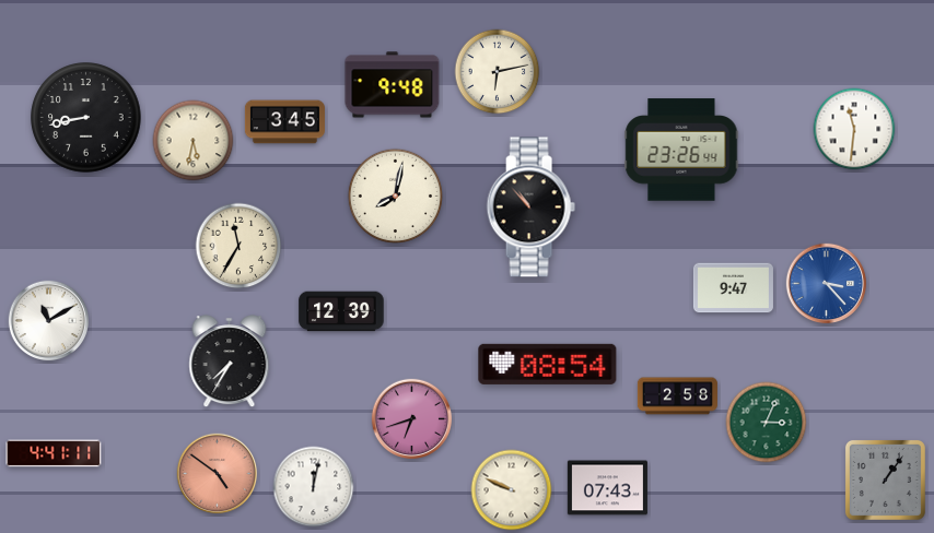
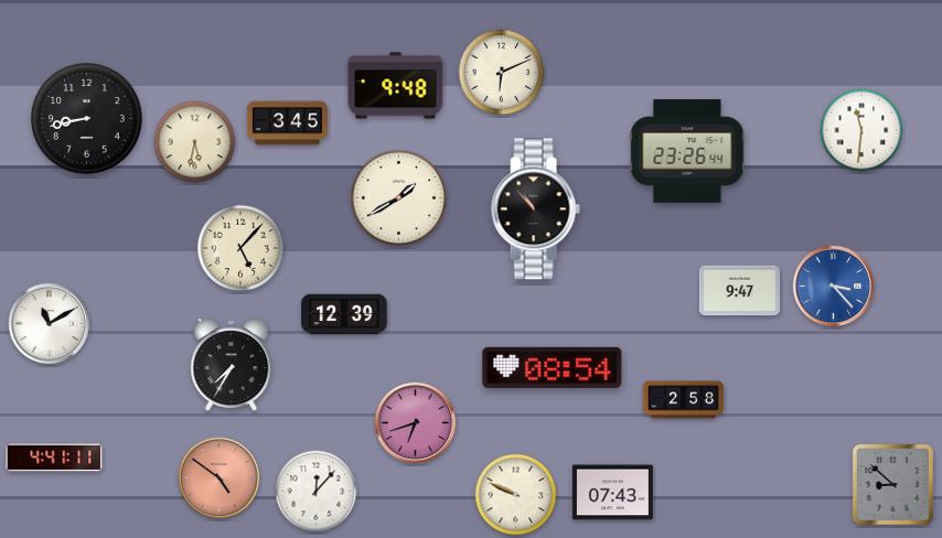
clock at (498, 72): 6:13 -> 6:11
clock at (395, 196): 8:02 -> 1:40
clock at (238, 246): 11:35 -> 5:07
clock at (767, 423): 3:04 -> none
clock at (885, 479): 1:06 -> 8:52
clock at (314, 487): 12:02 -> 12:07
